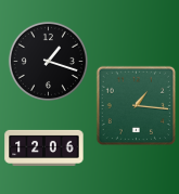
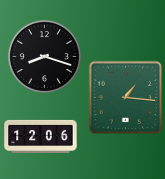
clock at (48, 61): 1:18 -> 8:18
